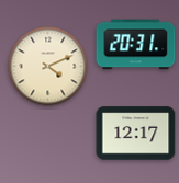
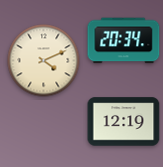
clock at (136, 45): 20:31 -> 20:34
clock at (136, 134): 12:17 -> 12:19
